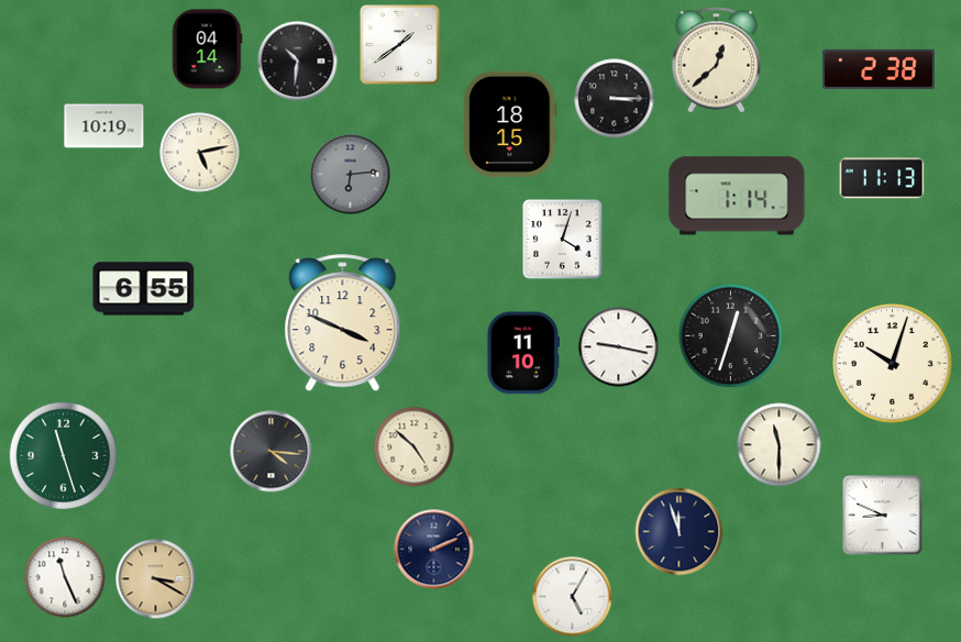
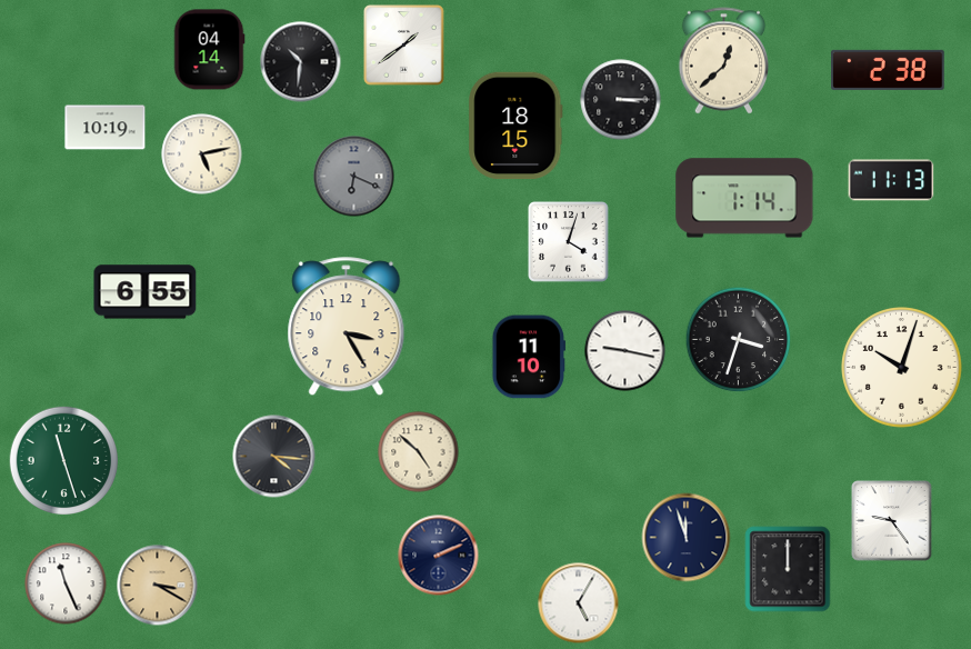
clock at (351, 175): 6:14 -> 6:19
clock at (343, 323): 3:49 -> 3:25
clock at (731, 336): 12:33 -> 3:33
clock at (780, 445): 11:30 -> none
clock at (883, 516): 8:49 -> 9:24
clock at (788, 569): none -> 12:00
